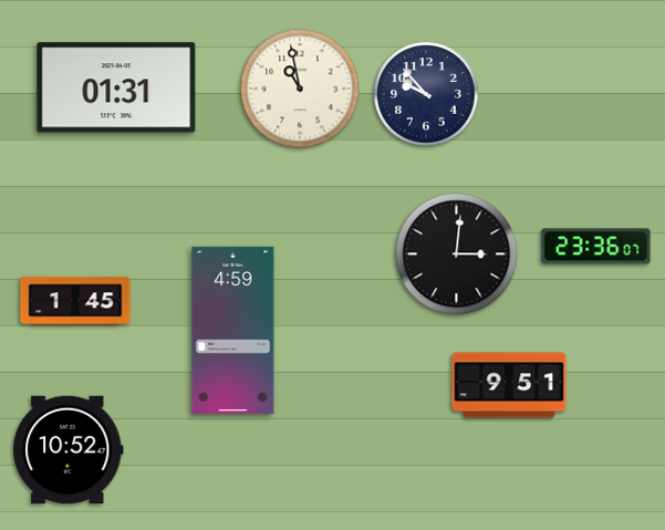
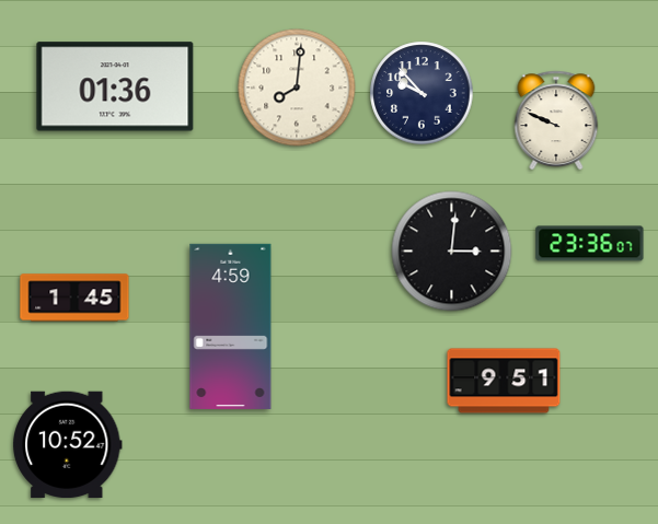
clock at (116, 87): 01:31 -> 01:36
clock at (300, 89): 10:58 -> 8:01
clock at (556, 120): none -> 9:49
